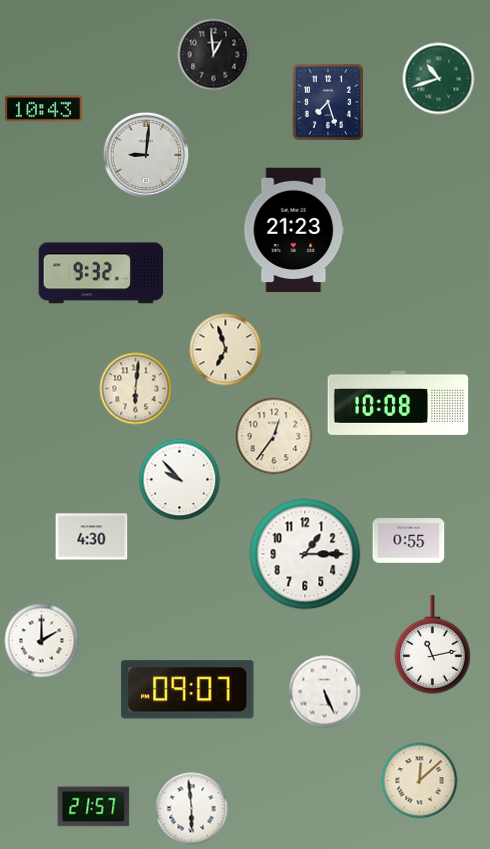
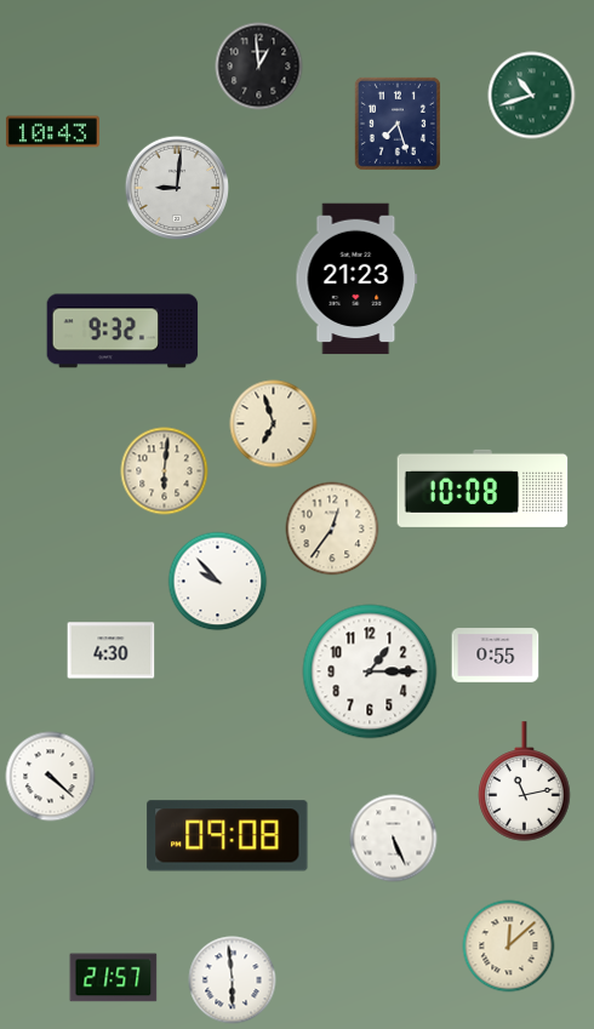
clock at (42, 641): 2:00 -> 4:22
clock at (188, 690): 09:07 -> 09:08
